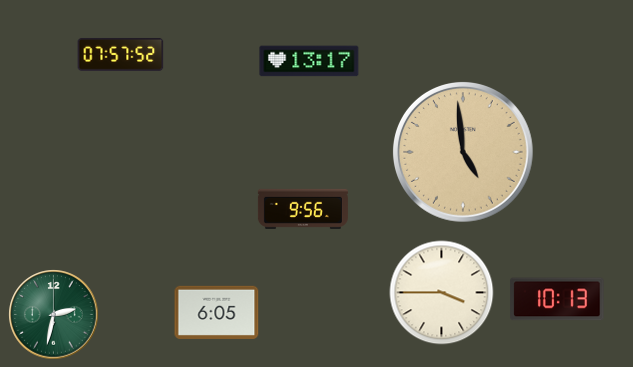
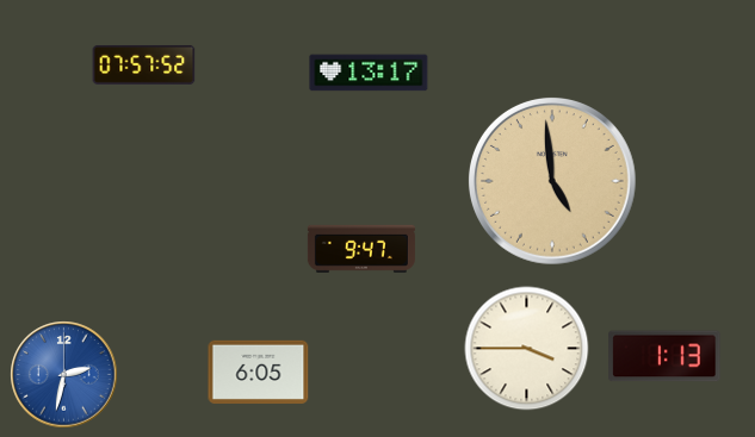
clock at (303, 209): 9:56 -> 9:47
clock at (557, 299): 10:13 -> 1:13
clock at (54, 315) dial: green -> blue
